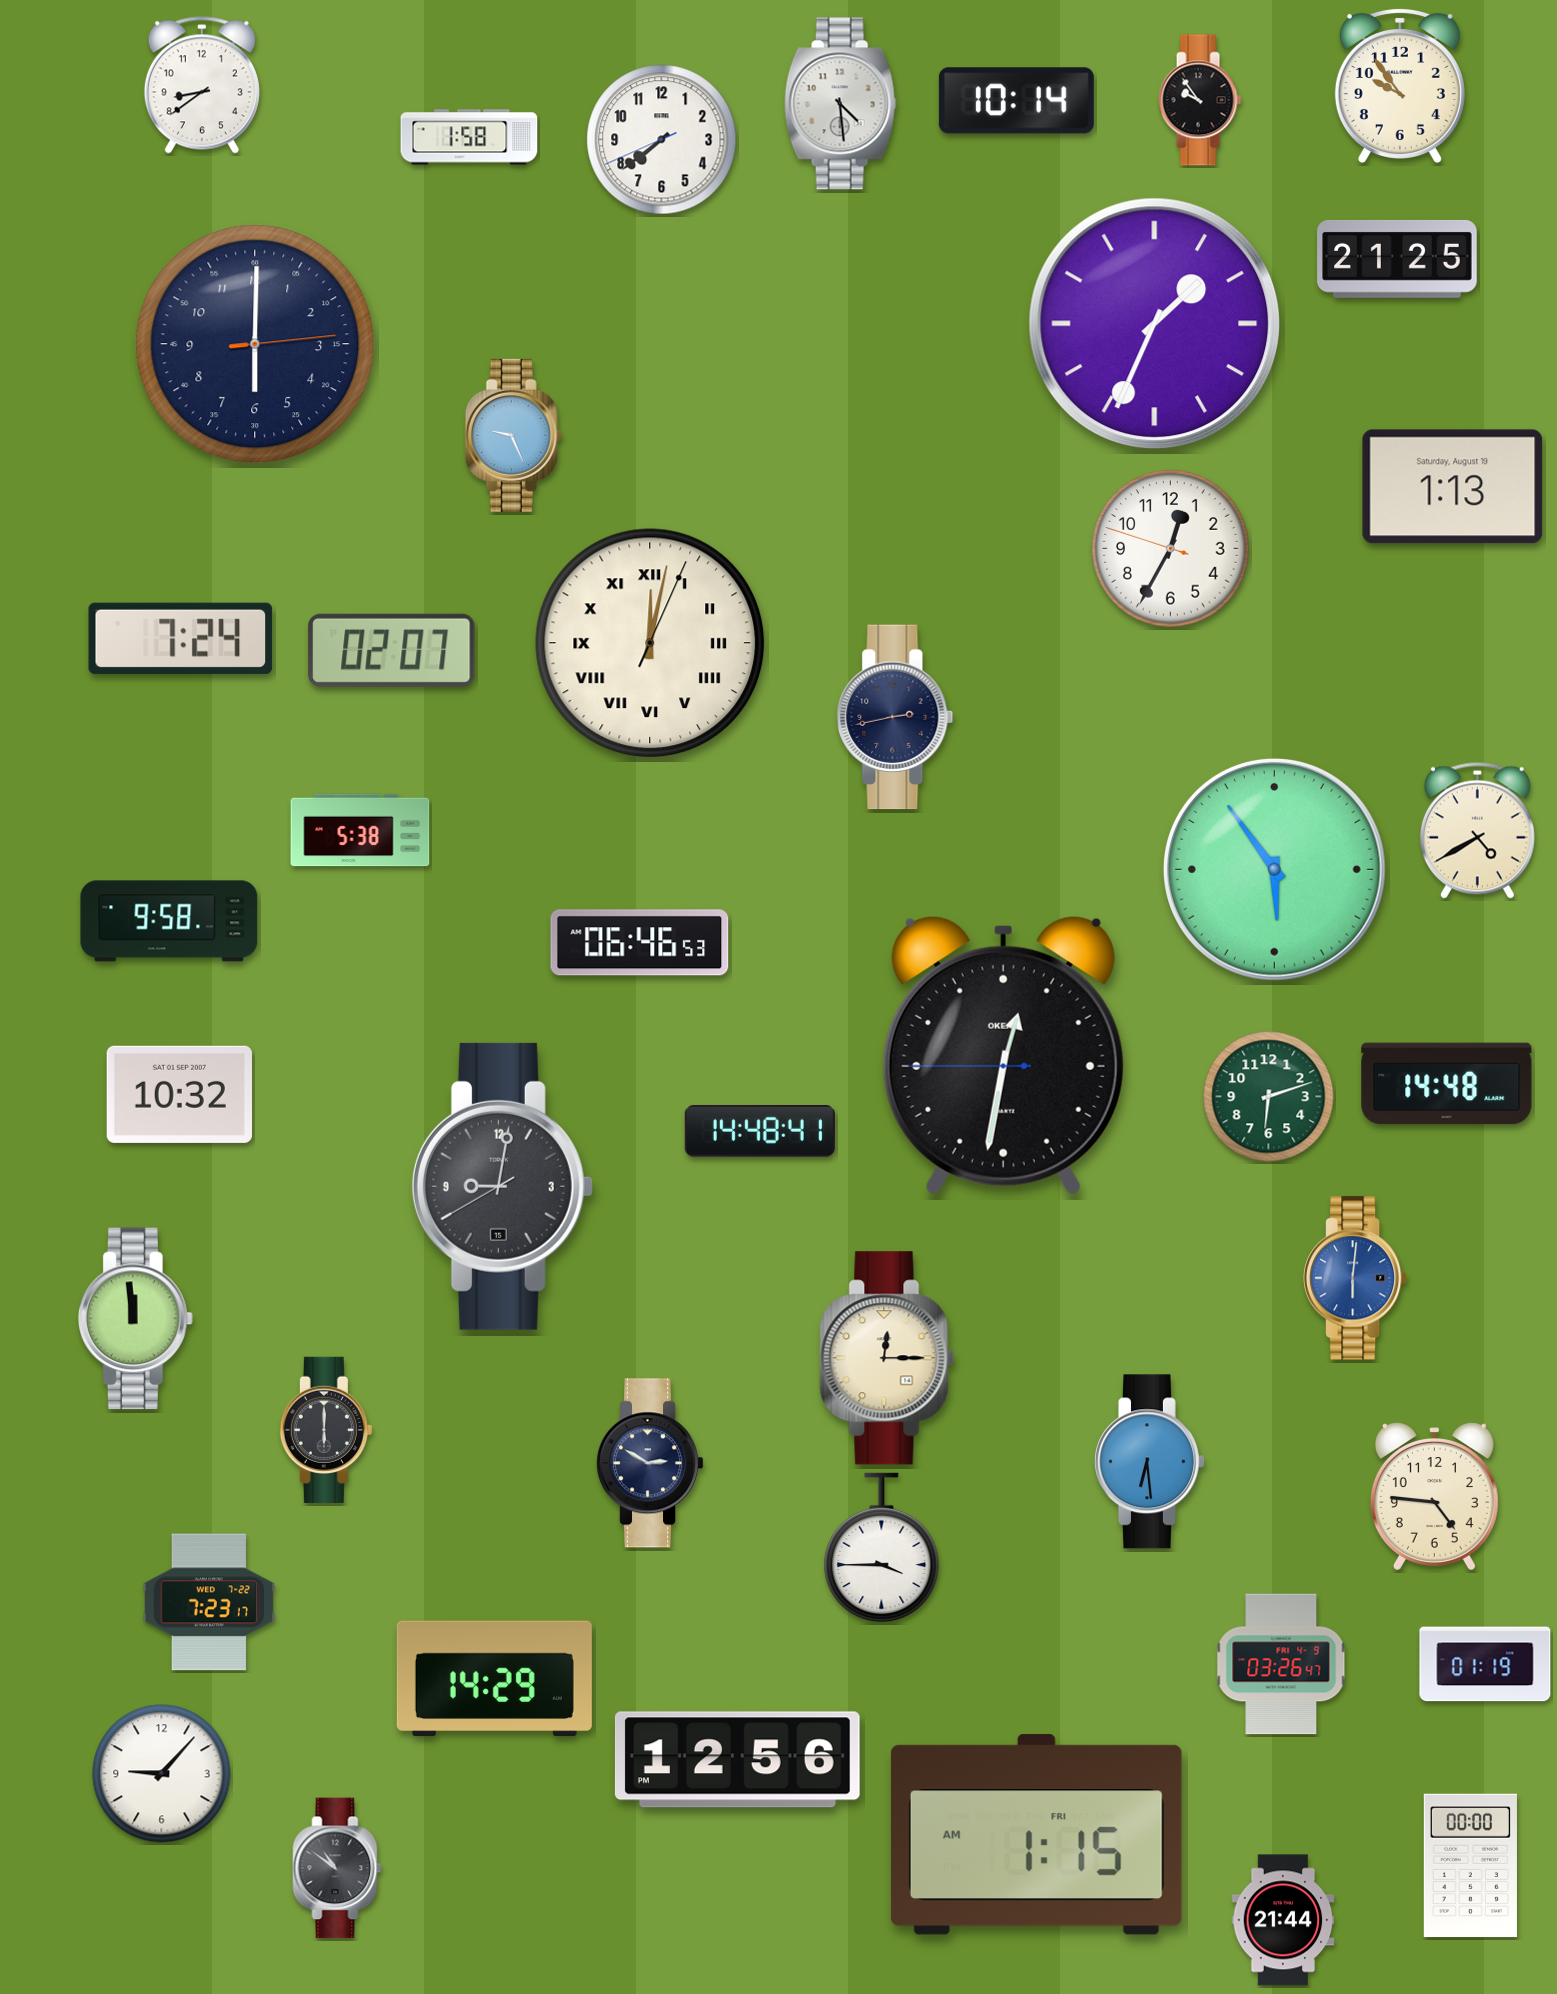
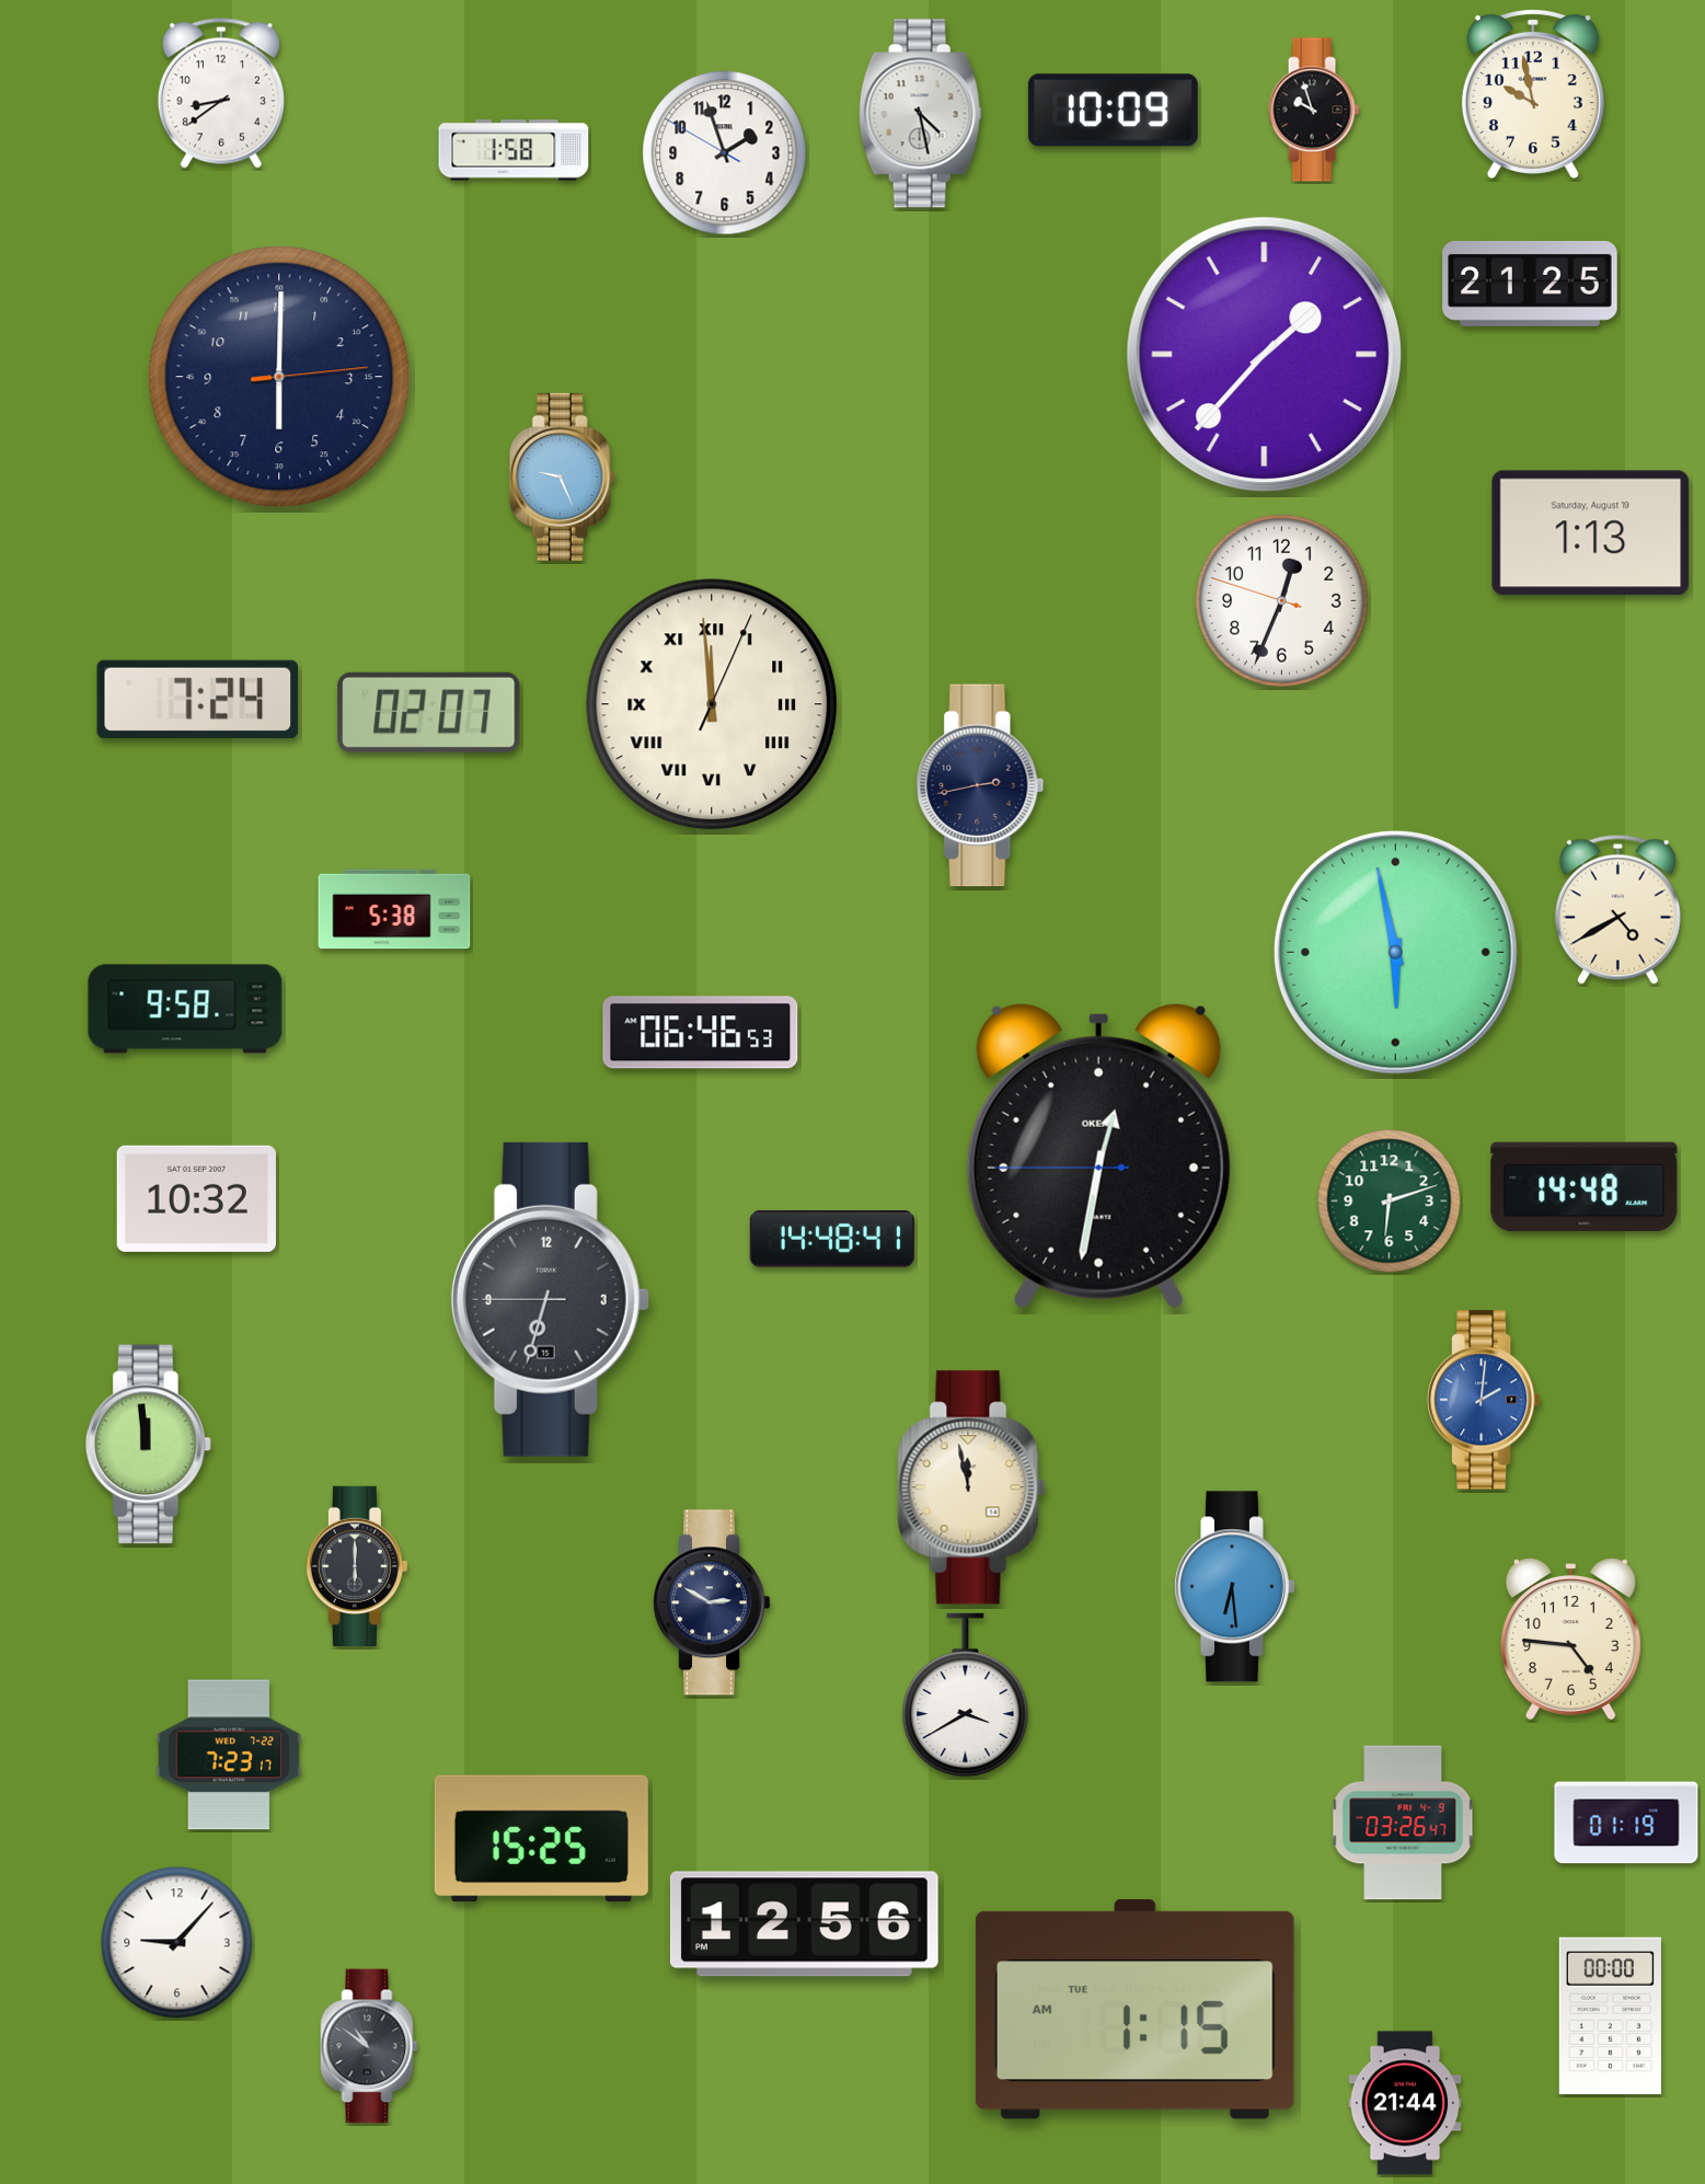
clock at (1400, 85): 9:54 -> 9:58
clock at (1200, 100): 9:54 -> 9:57
clock at (1016, 101): 10:14 -> 10:09
clock at (840, 104): 4:29 -> 4:28
clock at (662, 140): 7:38 -> 1:56
clock at (1155, 324): 1:34 -> 1:37
clock at (1171, 549): 12:34 -> 12:33
clock at (650, 643): 12:02 -> 11:59
clock at (1274, 869): 5:54 -> 5:58
clock at (502, 1186): 9:01 -> 6:32
clock at (1355, 1278): 6:01 -> 2:01
clock at (887, 1358): 12:15 -> 11:58
clock at (1149, 1462) position: (1149, 1462) -> (1234, 1587)
clock at (882, 1548): 3:45 -> 3:40
clock at (494, 1679): 14:29 -> 15:25
clock at (737, 1760) position: (737, 1760) -> (804, 1924)
clock at (1036, 1835) date: FRI -> TUE
clock at (1470, 1866) position: (1470, 1866) -> (1610, 2016)
